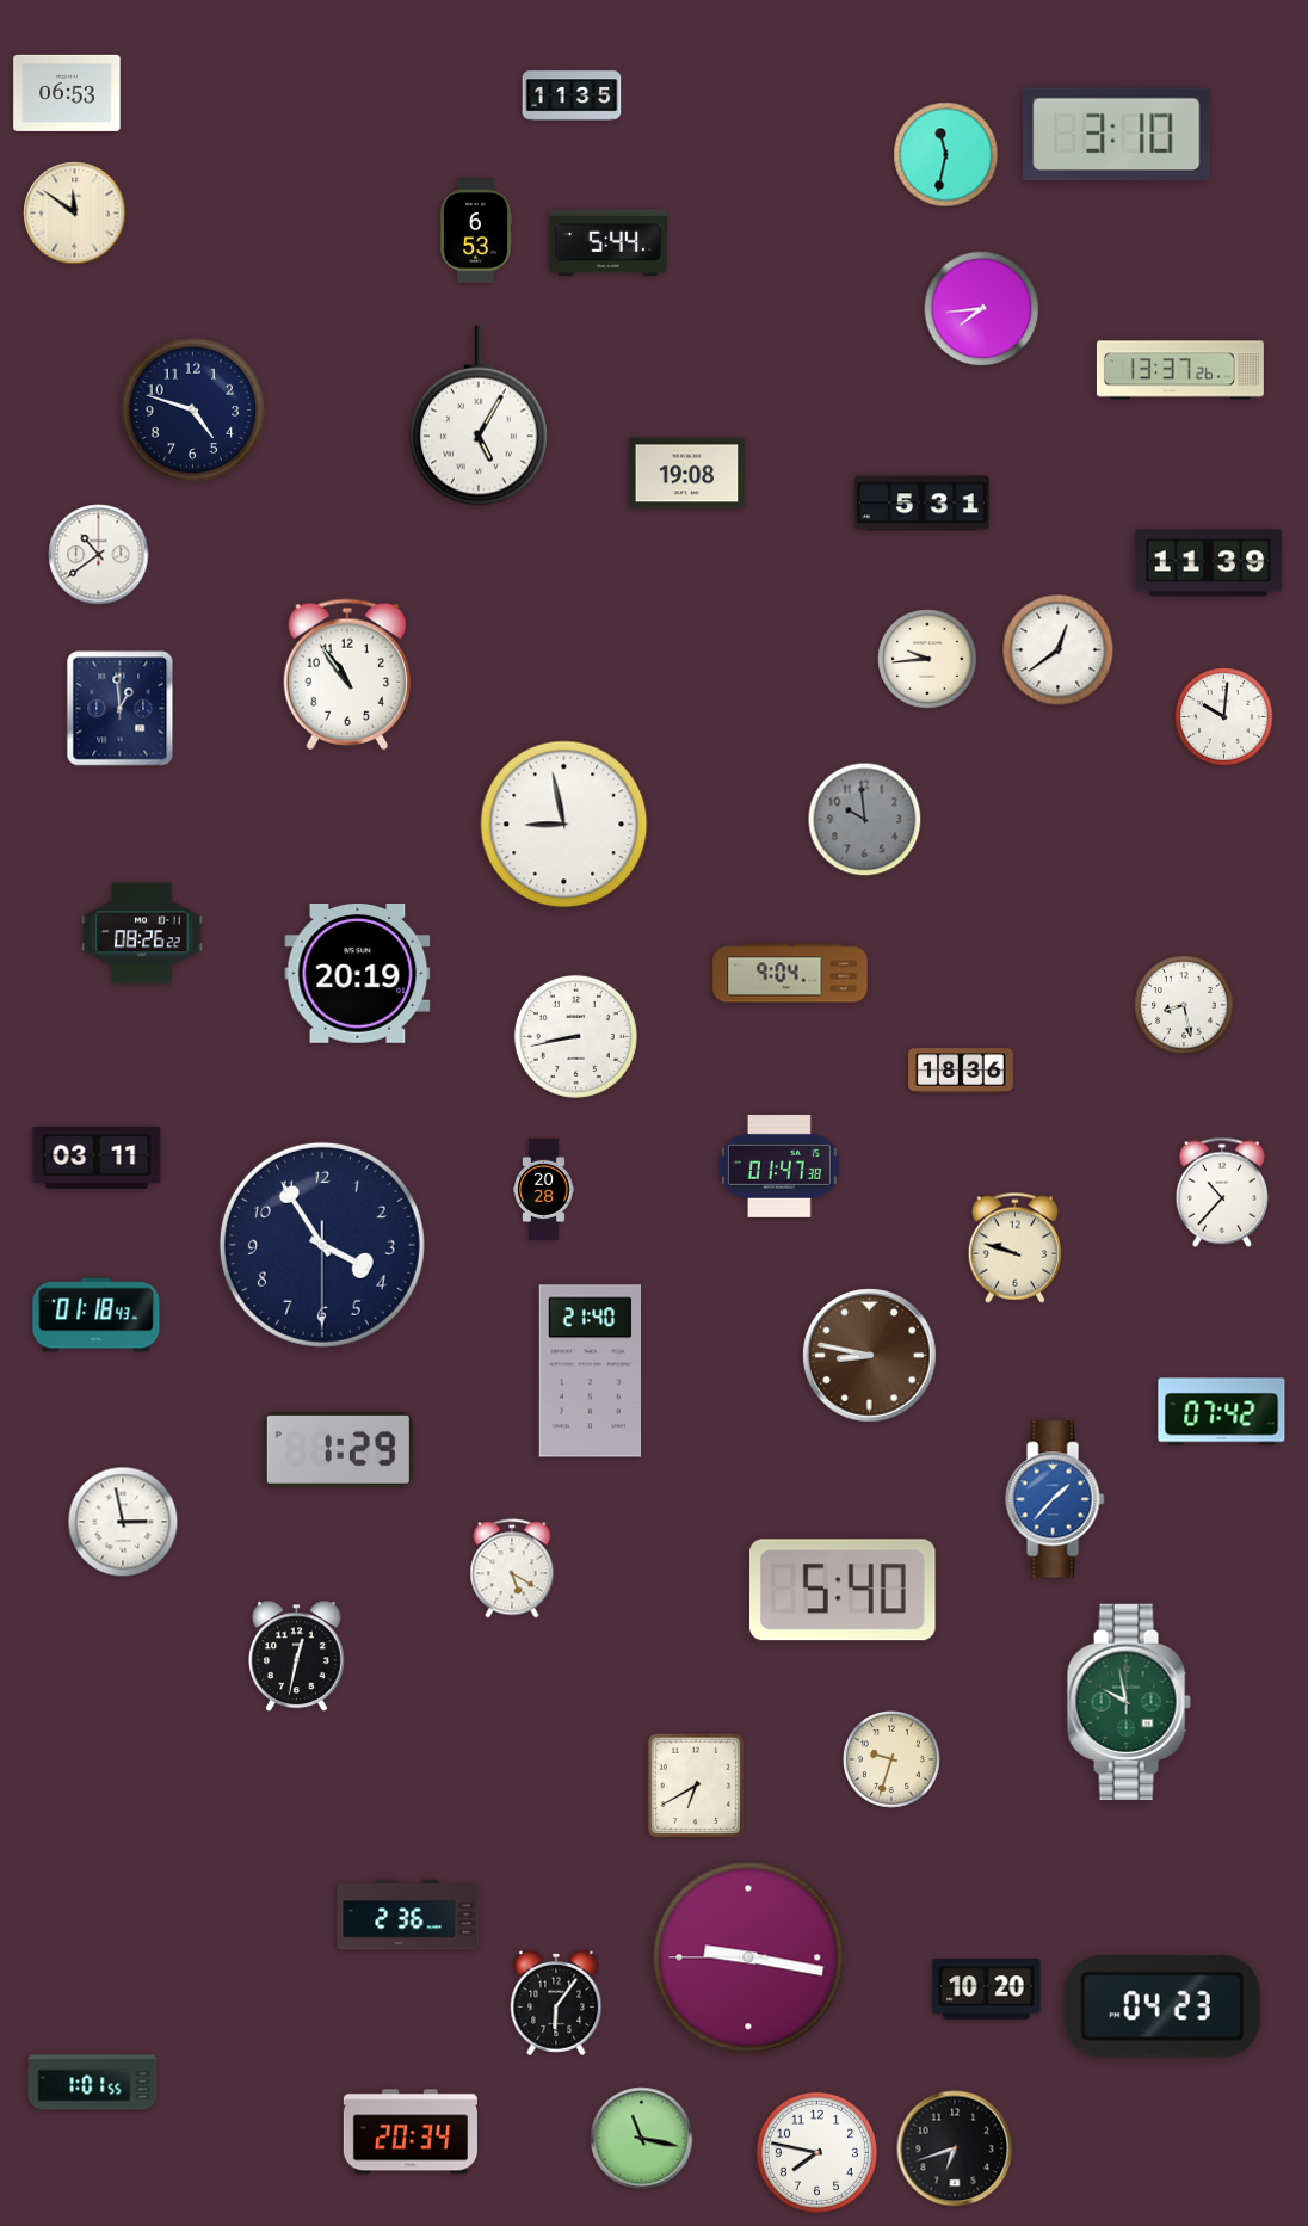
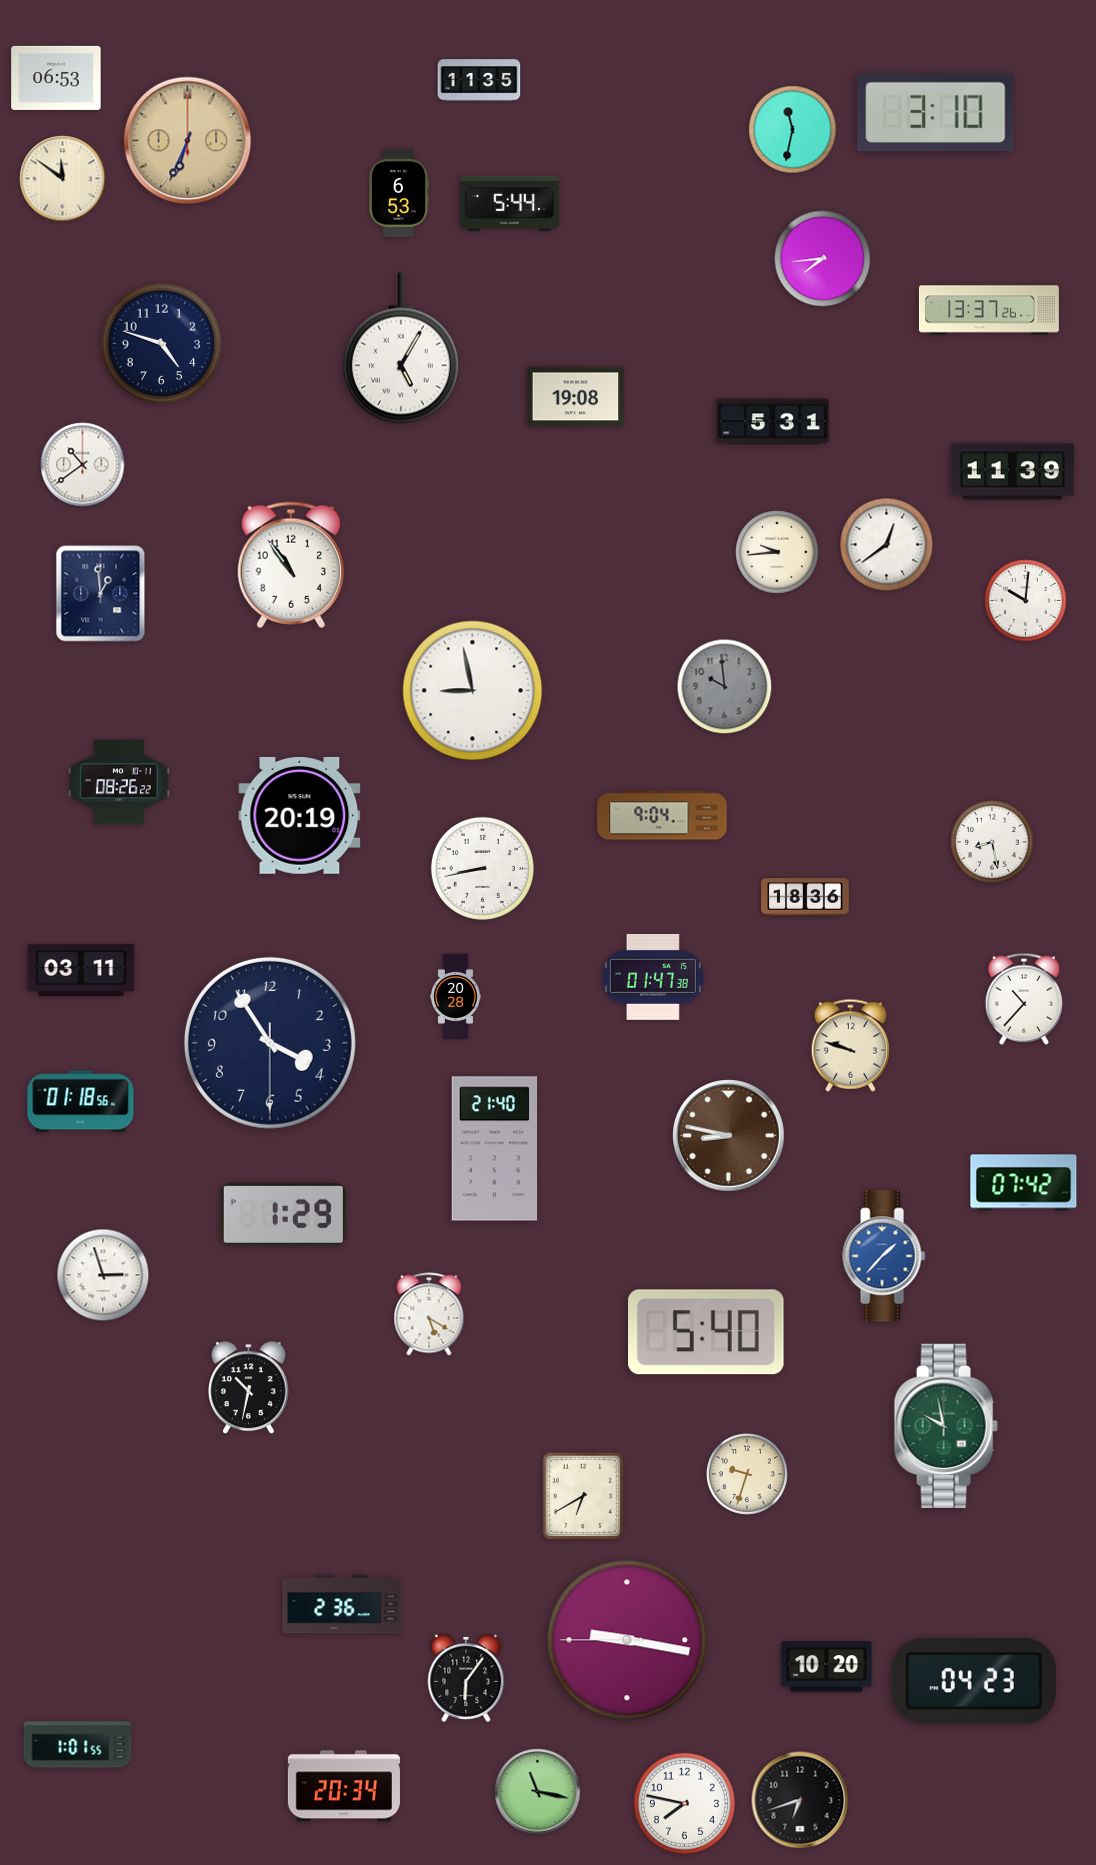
clock at (188, 141): none -> 6:34
clock at (97, 1315): 01:18:43 -> 01:18:56
clock at (123, 1522): 2:58 -> 2:57
clock at (297, 1657): 12:32 -> 10:32
